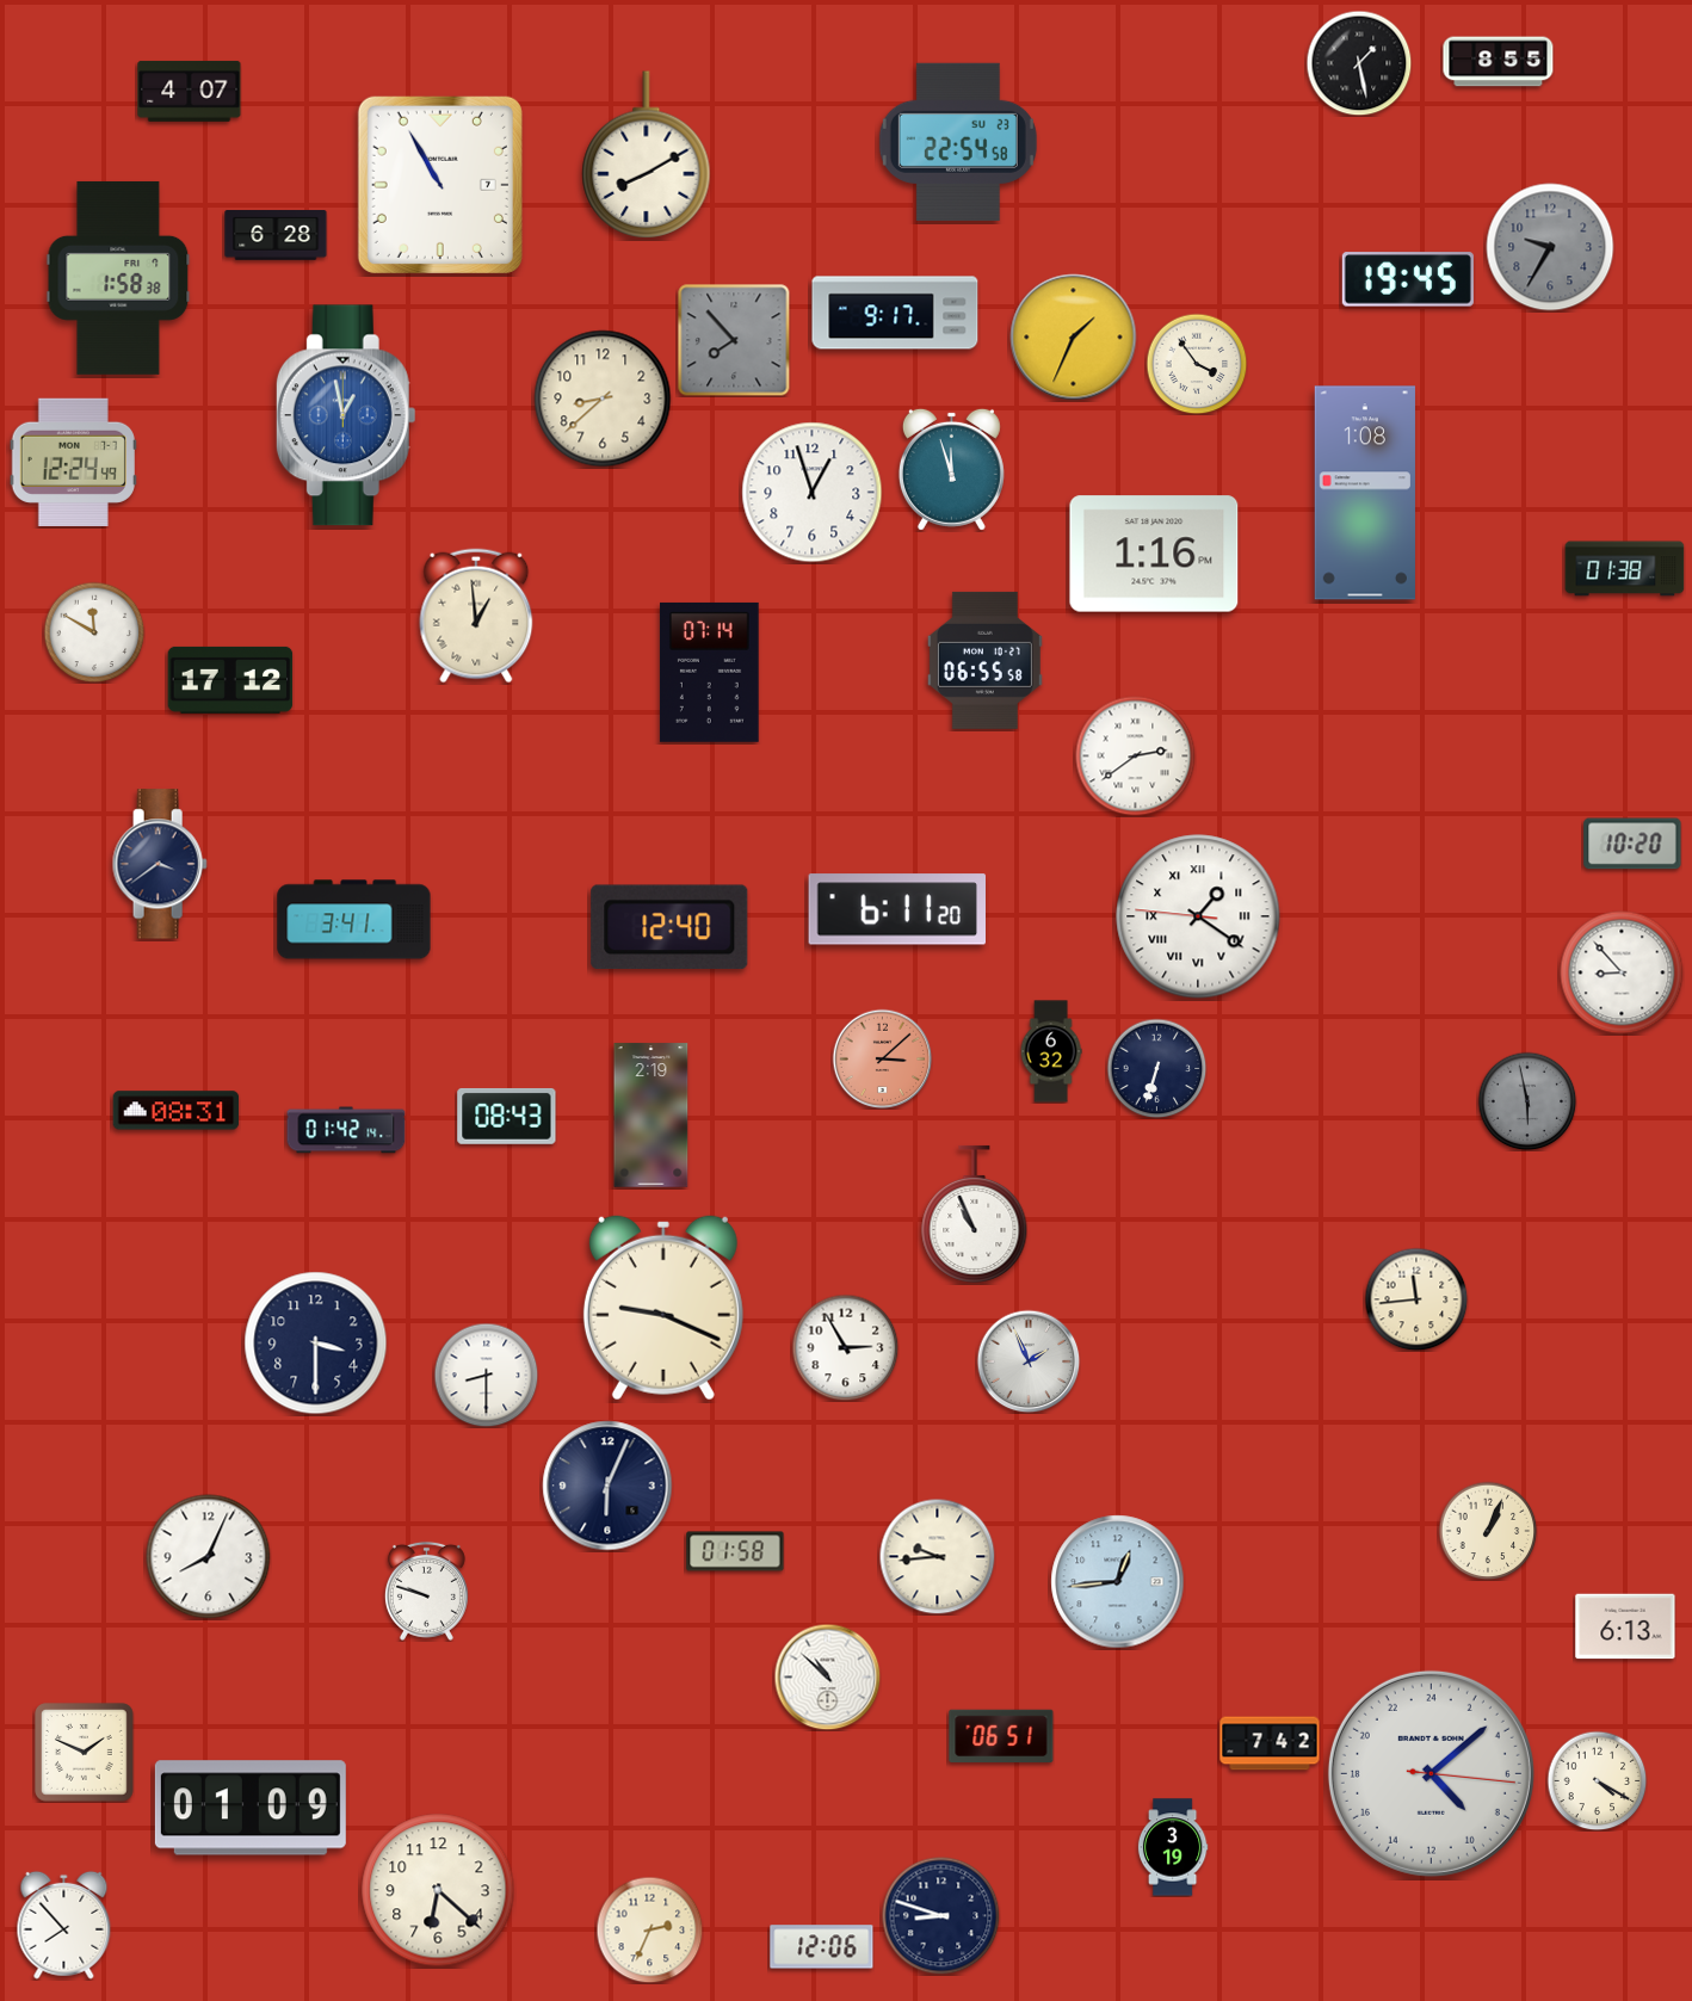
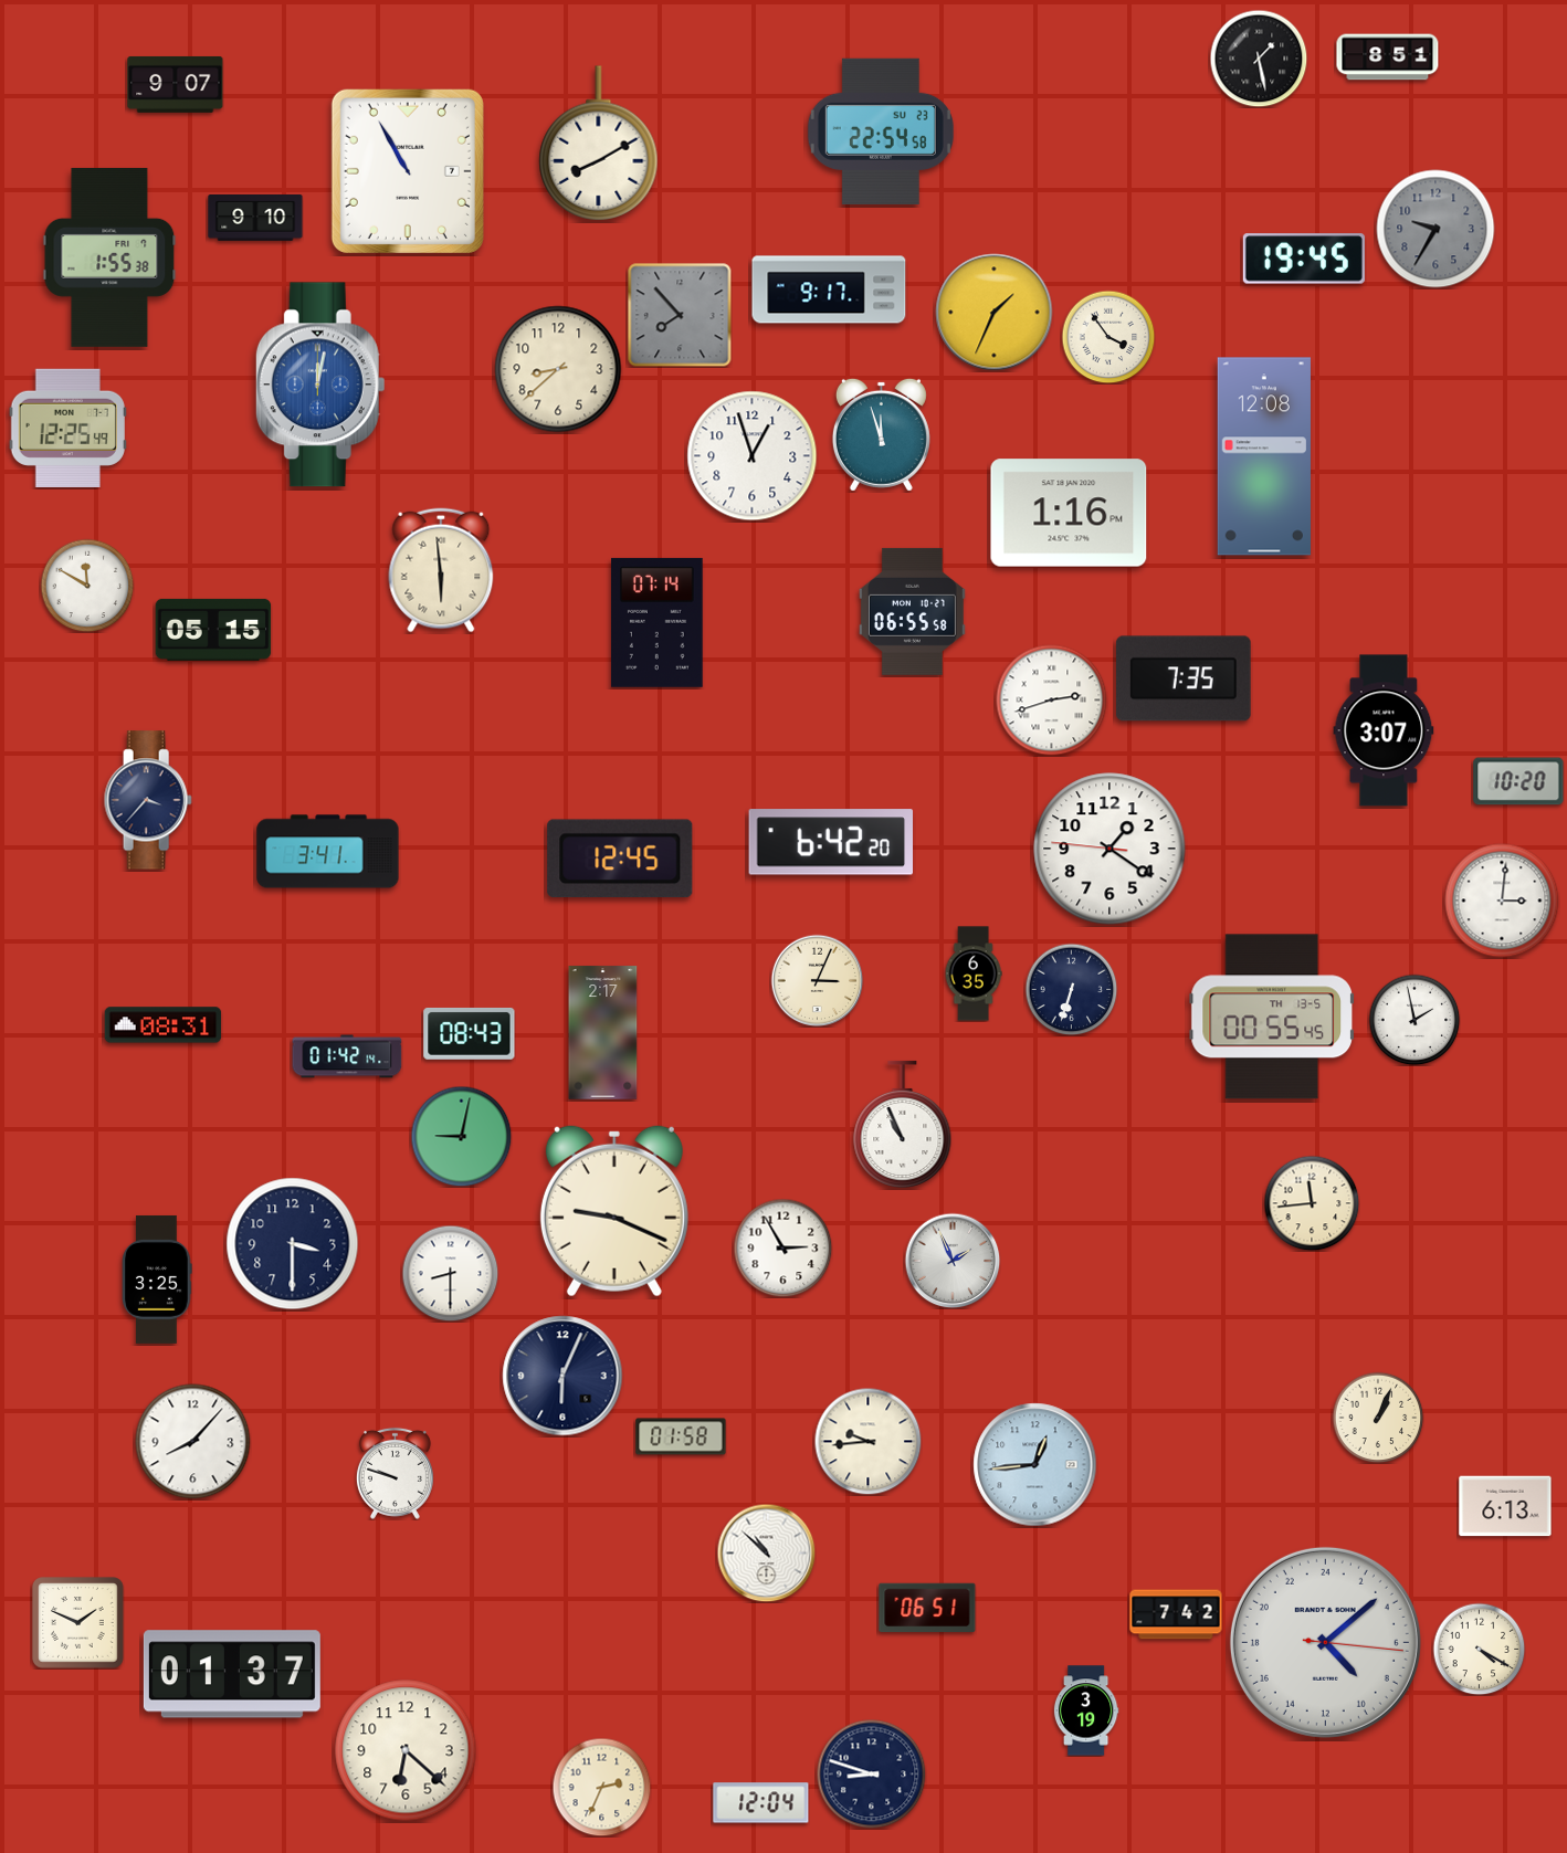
clock at (1499, 62): 8:55 -> 8:51
clock at (190, 91): 4:07 -> 9:07
clock at (958, 142) position: (958, 142) -> (881, 131)
clock at (276, 236): 6:28 -> 9:10
clock at (118, 278): 1:58 -> 1:55
clock at (346, 415): 12:58 -> 12:02
clock at (73, 462): 12:24 -> 12:25
clock at (1365, 493): 1:08 -> 12:08
clock at (1625, 569): 01:38 -> none
clock at (476, 616): 12:59 -> 5:59
clock at (230, 680): 17:12 -> 05:15
clock at (1184, 678): none -> 7:35
clock at (1136, 756): 2:39 -> 2:42
clock at (1384, 730): none -> 3:07
clock at (1632, 844) position: (1632, 844) -> (1518, 781)
clock at (160, 864): 3:39 -> 3:37
clock at (896, 909): 6:11 -> 6:42
clock at (1198, 916) numerals: Roman -> Arabic
clock at (669, 926): 12:40 -> 12:45
clock at (1622, 972): 8:53 -> 3:01
clock at (1051, 1051): 6:32 -> 6:35
clock at (882, 1058): 3:08 -> 3:04
clock at (882, 1058) dial: salmon -> cream
clock at (1271, 1017): none -> 00:55
clock at (1527, 1101): 5:58 -> 1:58
clock at (1527, 1101) dial: grey -> white
clock at (177, 1111) position: (177, 1111) -> (164, 1025)
clock at (652, 1116): 2:19 -> 2:17
clock at (346, 1130) position: (346, 1130) -> (347, 1056)
clock at (461, 1136): none -> 9:02
clock at (157, 1280): none -> 3:25
clock at (209, 1557): 8:04 -> 8:07
clock at (251, 1808): 01:09 -> 01:37
clock at (64, 1925): 7:53 -> none
clock at (822, 1947): 12:06 -> 12:04
